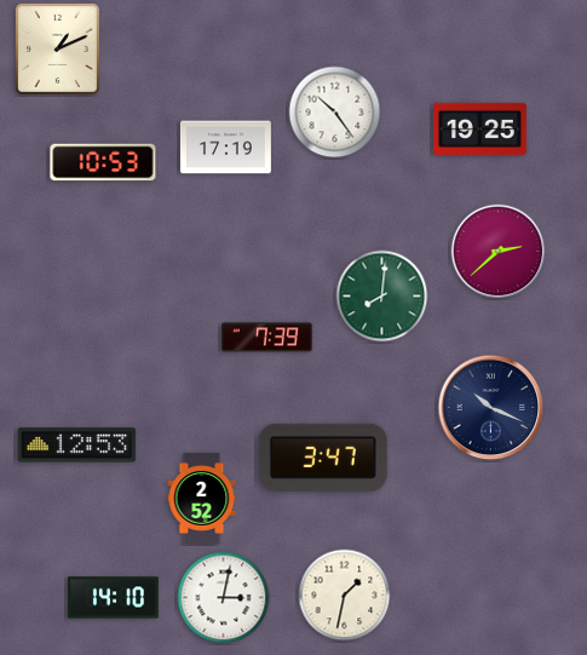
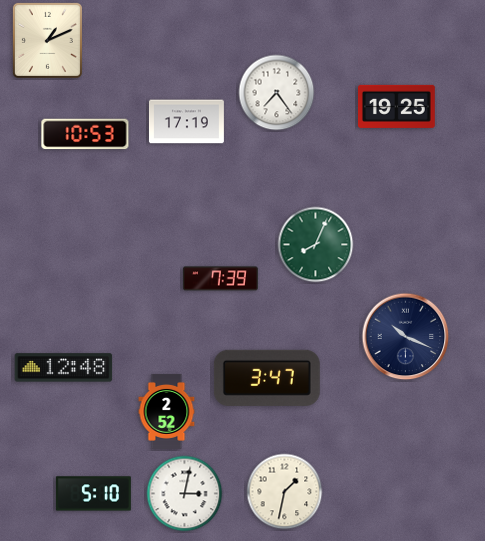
clock at (335, 113): 10:24 -> 7:24
clock at (499, 252): 2:38 -> none
clock at (382, 297): 8:01 -> 8:04
clock at (77, 446): 12:53 -> 12:48
clock at (113, 598): 14:10 -> 5:10
